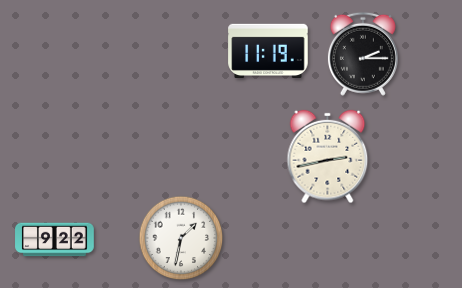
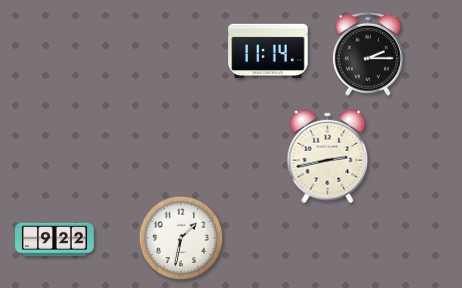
clock at (268, 51): 11:19 -> 11:14
clock at (363, 54) position: (363, 54) -> (368, 54)
